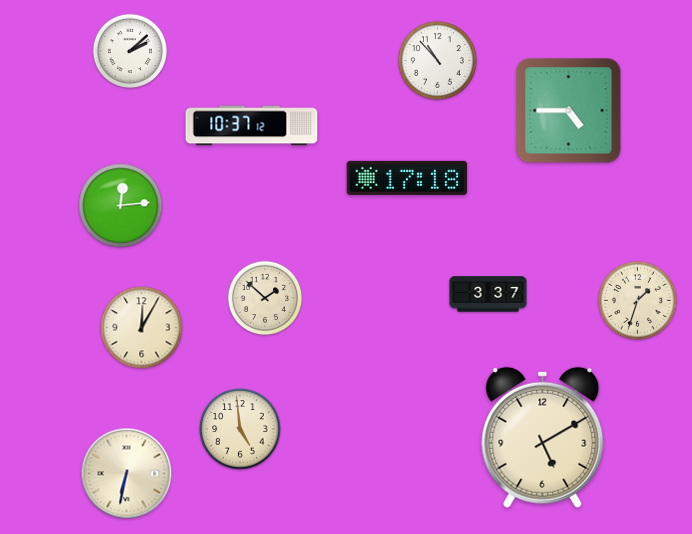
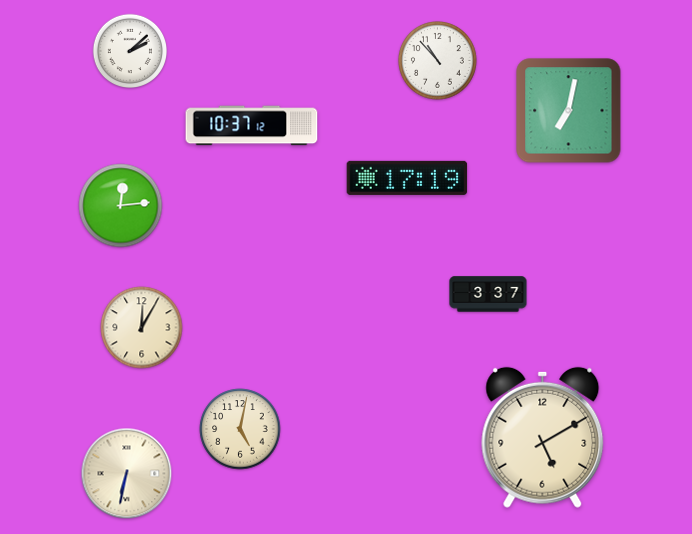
clock at (569, 111): 4:45 -> 7:02
clock at (407, 178): 17:18 -> 17:19
clock at (265, 298): 1:52 -> none
clock at (638, 301): 1:33 -> none
clock at (240, 429): 4:59 -> 5:02
